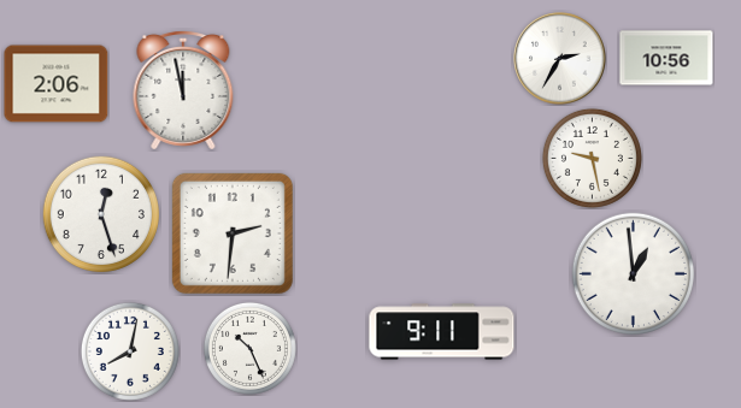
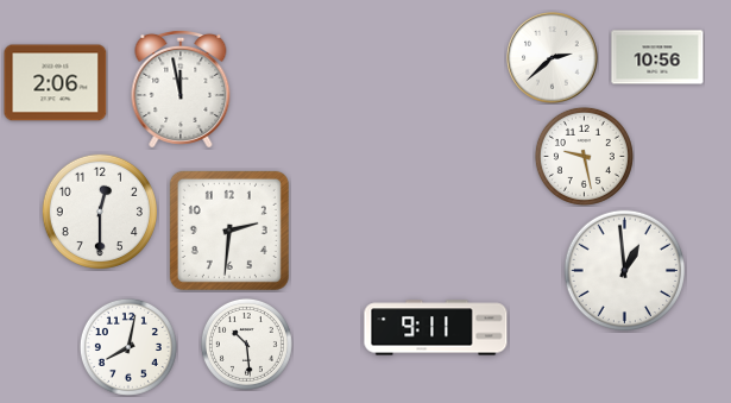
clock at (560, 59): 2:35 -> 2:38
clock at (100, 213): 12:27 -> 12:30
clock at (249, 348): 10:26 -> 10:29
